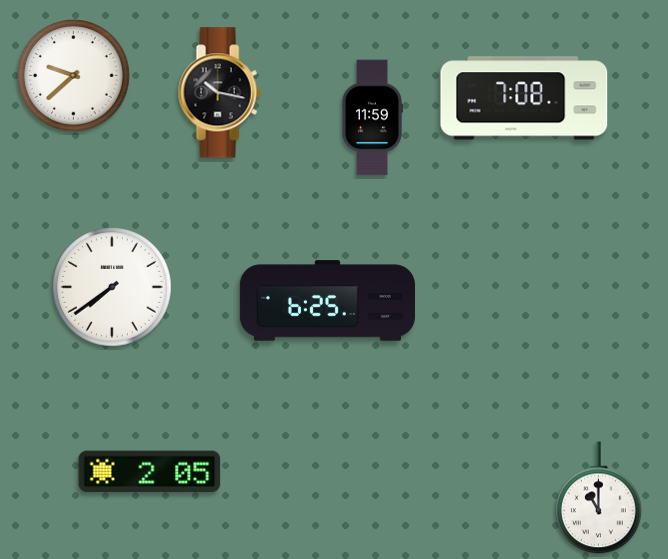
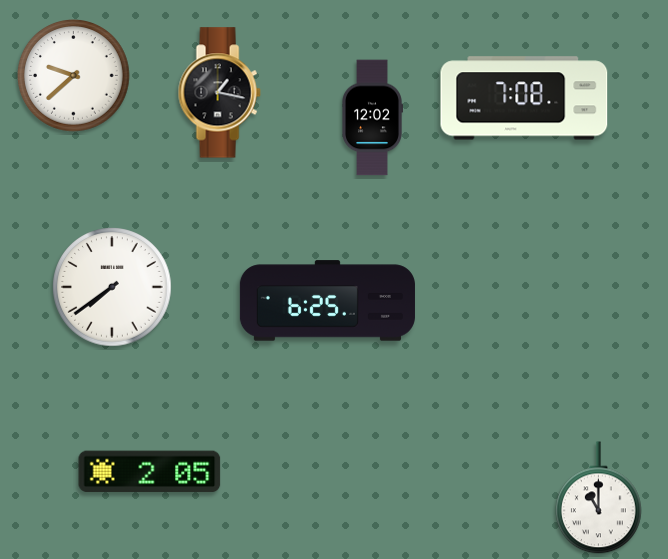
clock at (219, 93): 10:17 -> 1:17
clock at (373, 118): 11:59 -> 12:02
